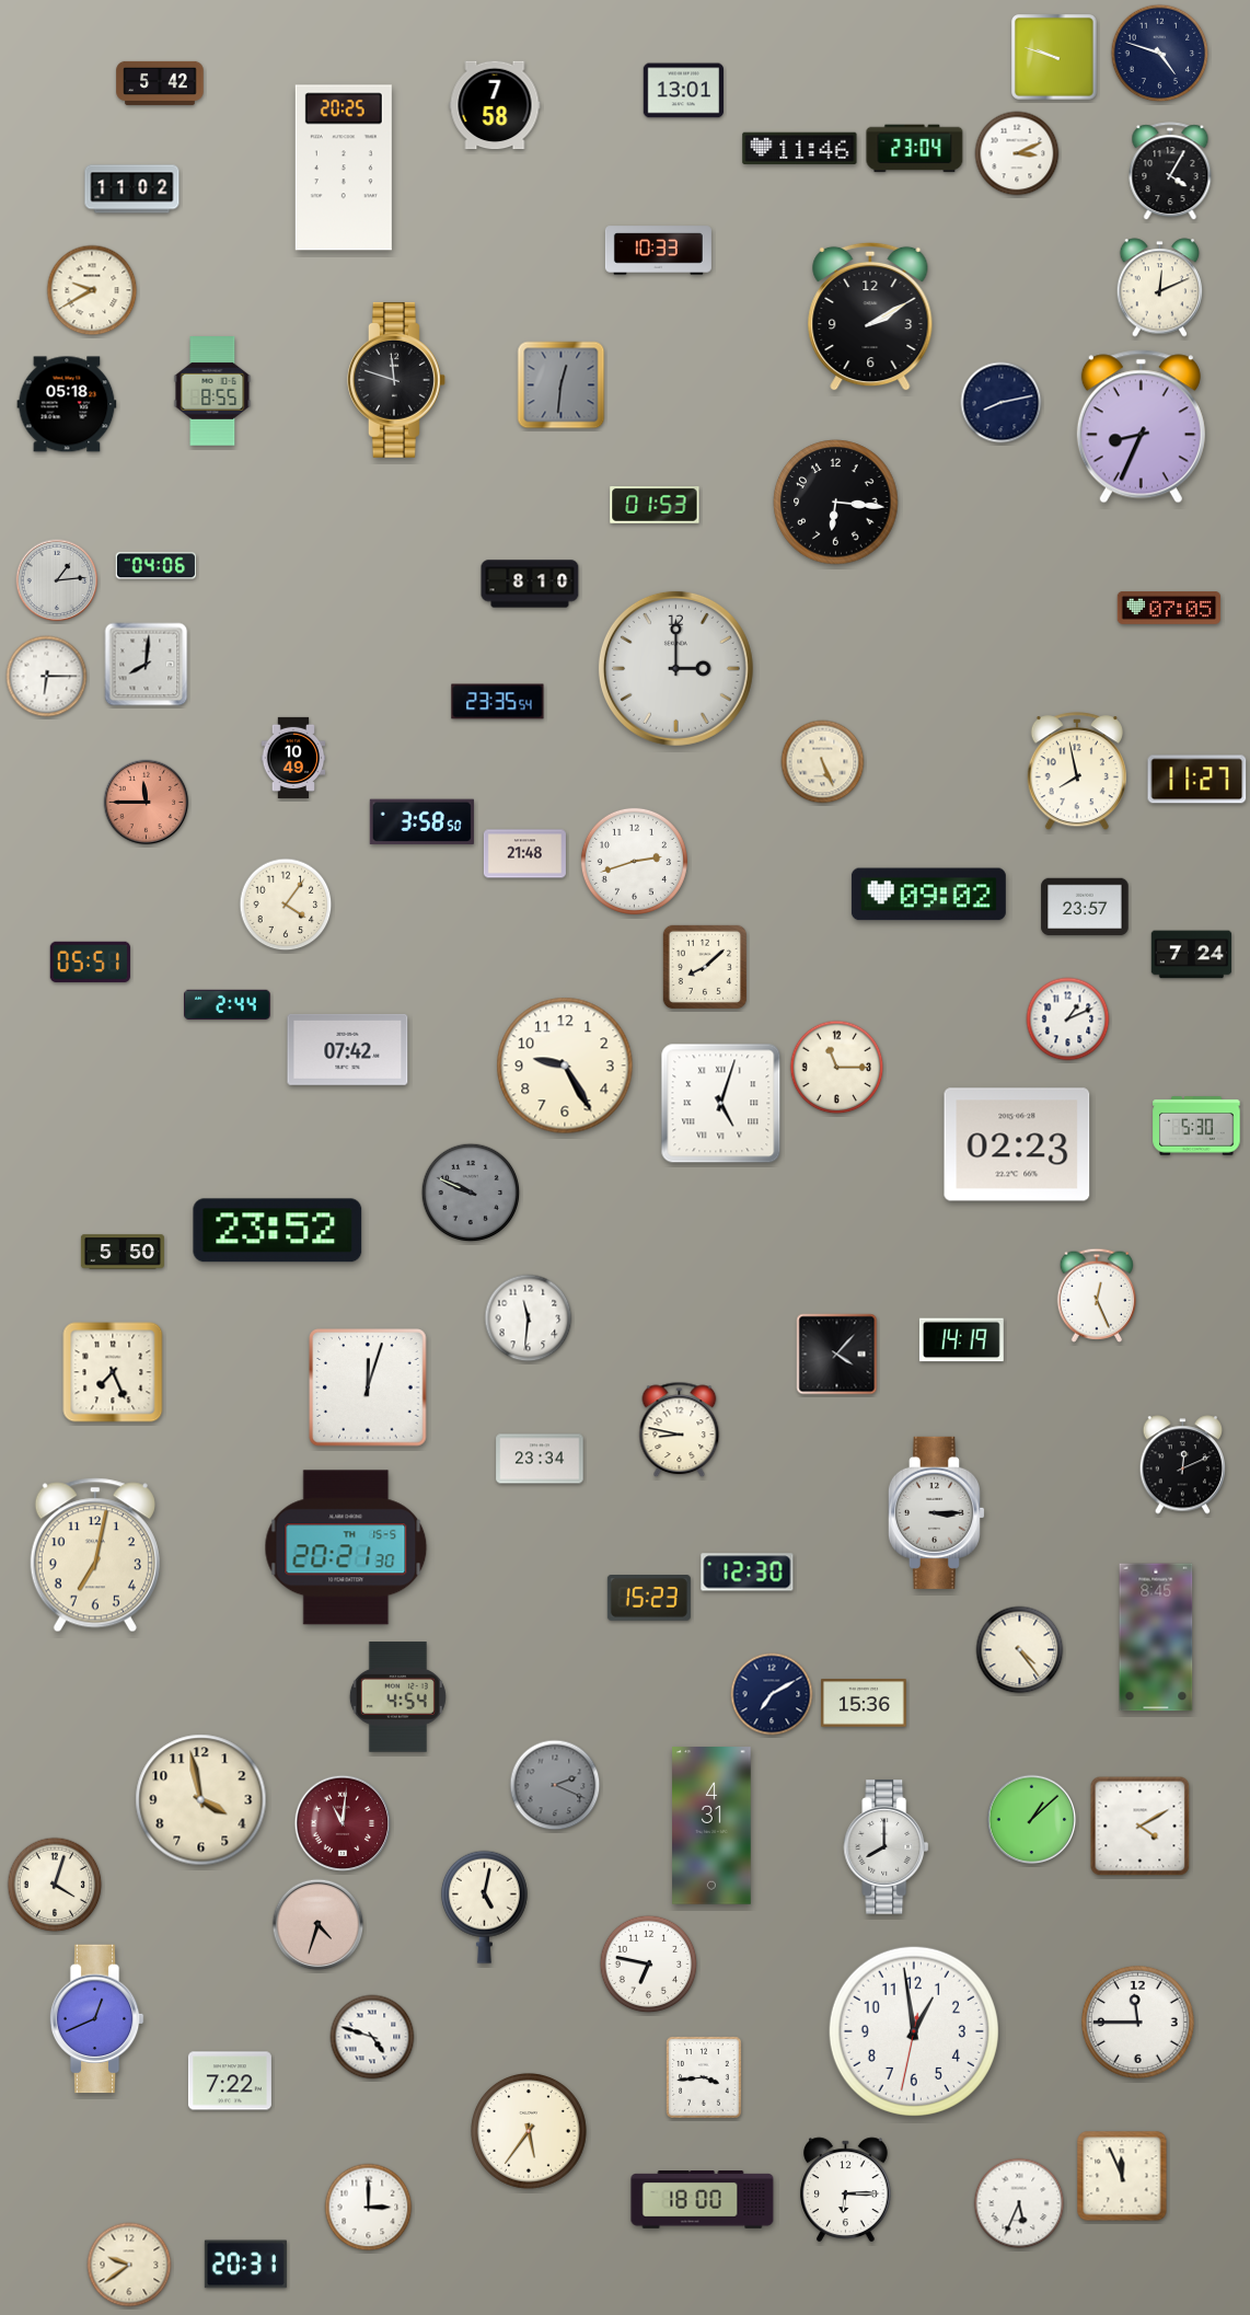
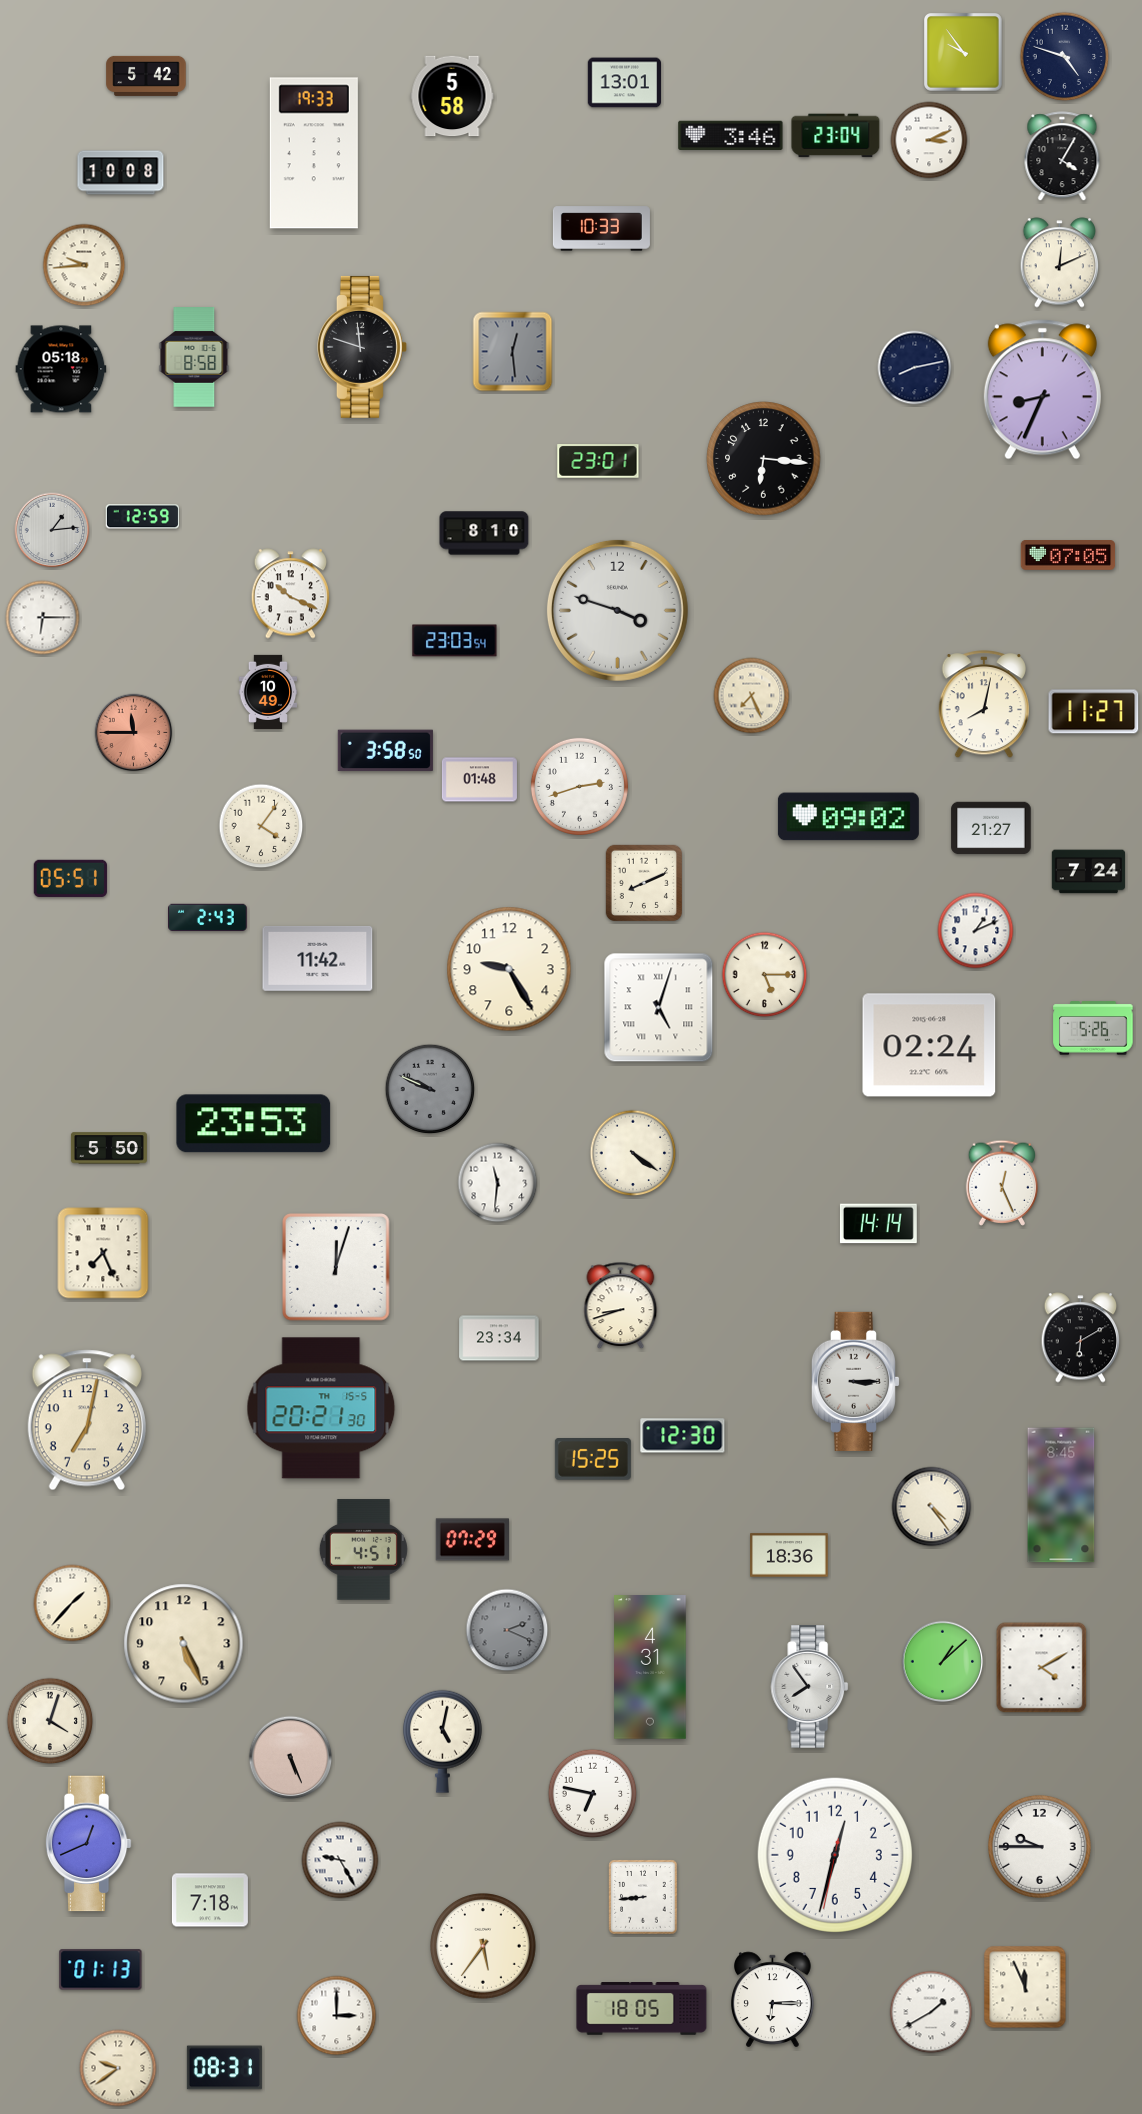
clock at (1160, 54) position: (1160, 54) -> (1065, 57)
clock at (1055, 58): 9:48 -> 9:54
clock at (495, 105): 7:58 -> 5:58
clock at (800, 148): 11:46 -> 3:46
clock at (344, 168): 20:25 -> 19:33
clock at (1170, 172) position: (1170, 172) -> (1062, 157)
clock at (132, 189): 11:02 -> 10:08
clock at (92, 290): 9:40 -> 9:44
clock at (870, 316): 2:10 -> none
clock at (562, 385): 12:31 -> 12:29
clock at (212, 392): 8:55 -> 8:58
clock at (655, 506): 01:53 -> 23:01
clock at (155, 566): 04:06 -> 12:59
clock at (291, 594): none -> 10:19
clock at (147, 665): 8:01 -> none
clock at (675, 668): 3:00 -> 3:48
clock at (498, 702): 23:35 -> 23:03
clock at (823, 762): 5:26 -> 7:26
clock at (1076, 772): 7:58 -> 8:02
clock at (524, 854): 21:48 -> 01:48
clock at (1085, 907): 23:57 -> 21:27
clock at (90, 961) position: (90, 961) -> (70, 878)
clock at (704, 966): 8:08 -> 8:11
clock at (228, 1004): 2:44 -> 2:43
clock at (348, 1049): 07:42 -> 11:42
clock at (565, 1066) position: (565, 1066) -> (509, 969)
clock at (837, 1068): 11:15 -> 5:15
clock at (1196, 1126): 5:30 -> 5:26
clock at (1017, 1144): 02:23 -> 02:24
clock at (278, 1231): 23:52 -> 23:53
clock at (123, 1252) position: (123, 1252) -> (109, 1148)
clock at (633, 1153): none -> 4:21
clock at (529, 1318) position: (529, 1318) -> (498, 1183)
clock at (961, 1340): 14:19 -> 14:14
clock at (837, 1355): 4:07 -> none
clock at (680, 1430): 8:47 -> 8:42
clock at (540, 1459) position: (540, 1459) -> (499, 1338)
clock at (1183, 1465): 12:11 -> 6:10
clock at (346, 1547) position: (346, 1547) -> (321, 1408)
clock at (649, 1599): 15:23 -> 15:25
clock at (1156, 1637) position: (1156, 1637) -> (1061, 1495)
clock at (472, 1540): none -> 07:29
clock at (772, 1694): 7:10 -> none
clock at (397, 1697): 4:54 -> 4:51
clock at (864, 1703): 15:36 -> 18:36
clock at (72, 1603): none -> 1:37
clock at (201, 1800): 3:58 -> 5:26
clock at (343, 1823): 11:01 -> none
clock at (887, 1847): 8:00 -> 7:54
clock at (319, 1925): 4:33 -> 5:26
clock at (1137, 2022): 11:45 -> 9:45
clock at (914, 2031): 12:58 -> 12:32
clock at (372, 2037): 4:48 -> 9:25
clock at (704, 2077): 3:44 -> 8:44
clock at (230, 2081): 7:22 -> 7:18
clock at (101, 1970): none -> 01:13
clock at (703, 2200): 18:00 -> 18:05
clock at (1019, 2203): 5:34 -> 1:40
clock at (245, 2265): 20:31 -> 08:31
